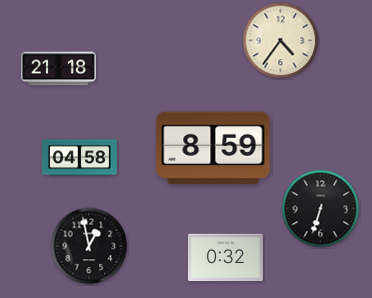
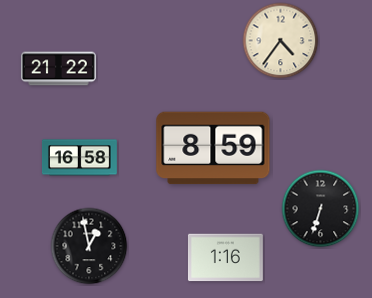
clock at (58, 69): 21:18 -> 21:22
clock at (79, 158): 04:58 -> 16:58
clock at (225, 258): 0:32 -> 1:16
